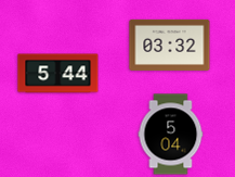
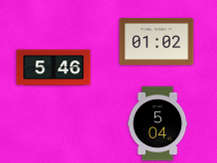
clock at (170, 45): 03:32 -> 01:02
clock at (58, 74): 5:44 -> 5:46
